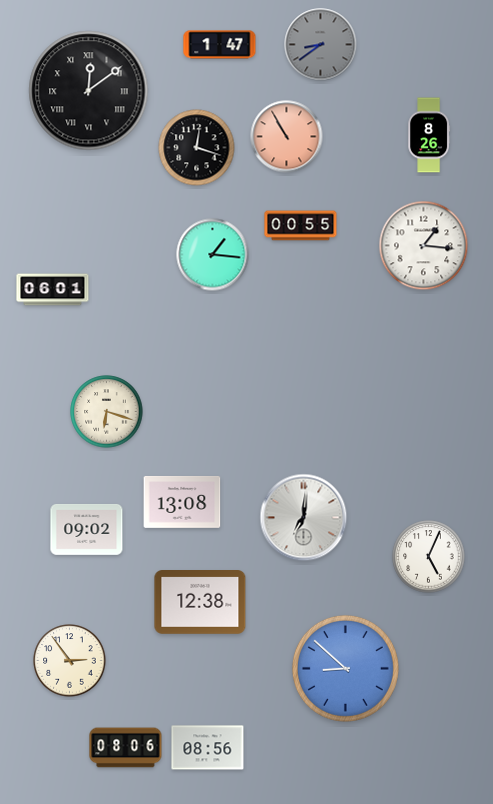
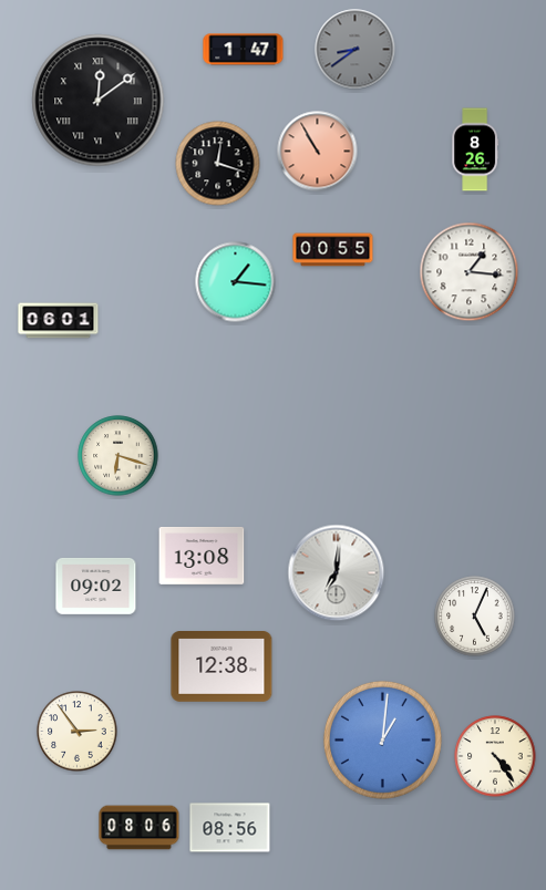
clock at (345, 668): 8:52 -> 1:01
clock at (495, 756): none -> 4:24
